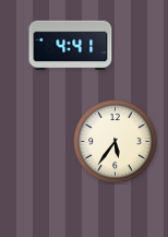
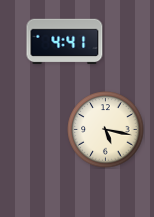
clock at (116, 142): 5:36 -> 5:17
